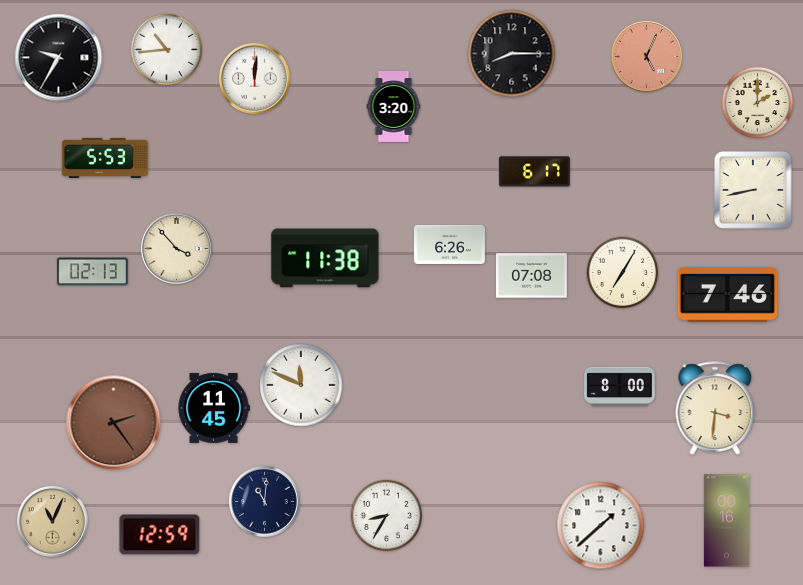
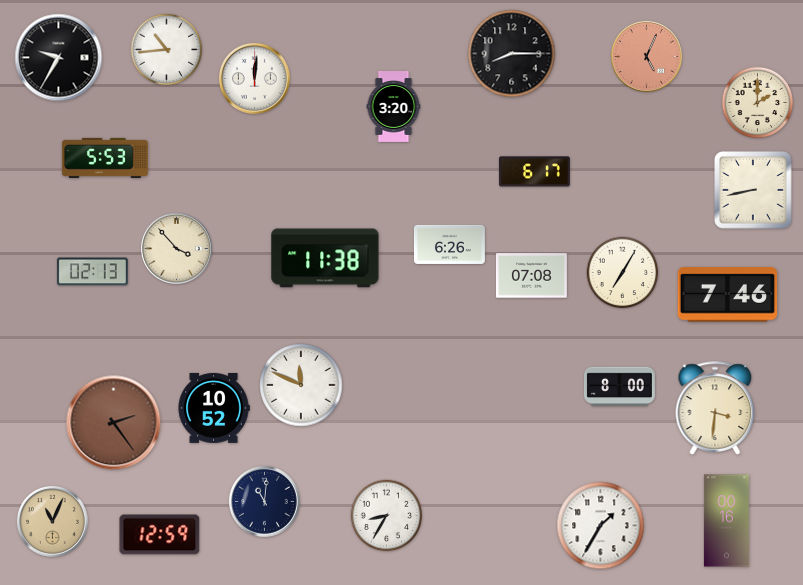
clock at (214, 408): 11:45 -> 10:52
clock at (601, 526): 1:38 -> 1:35
